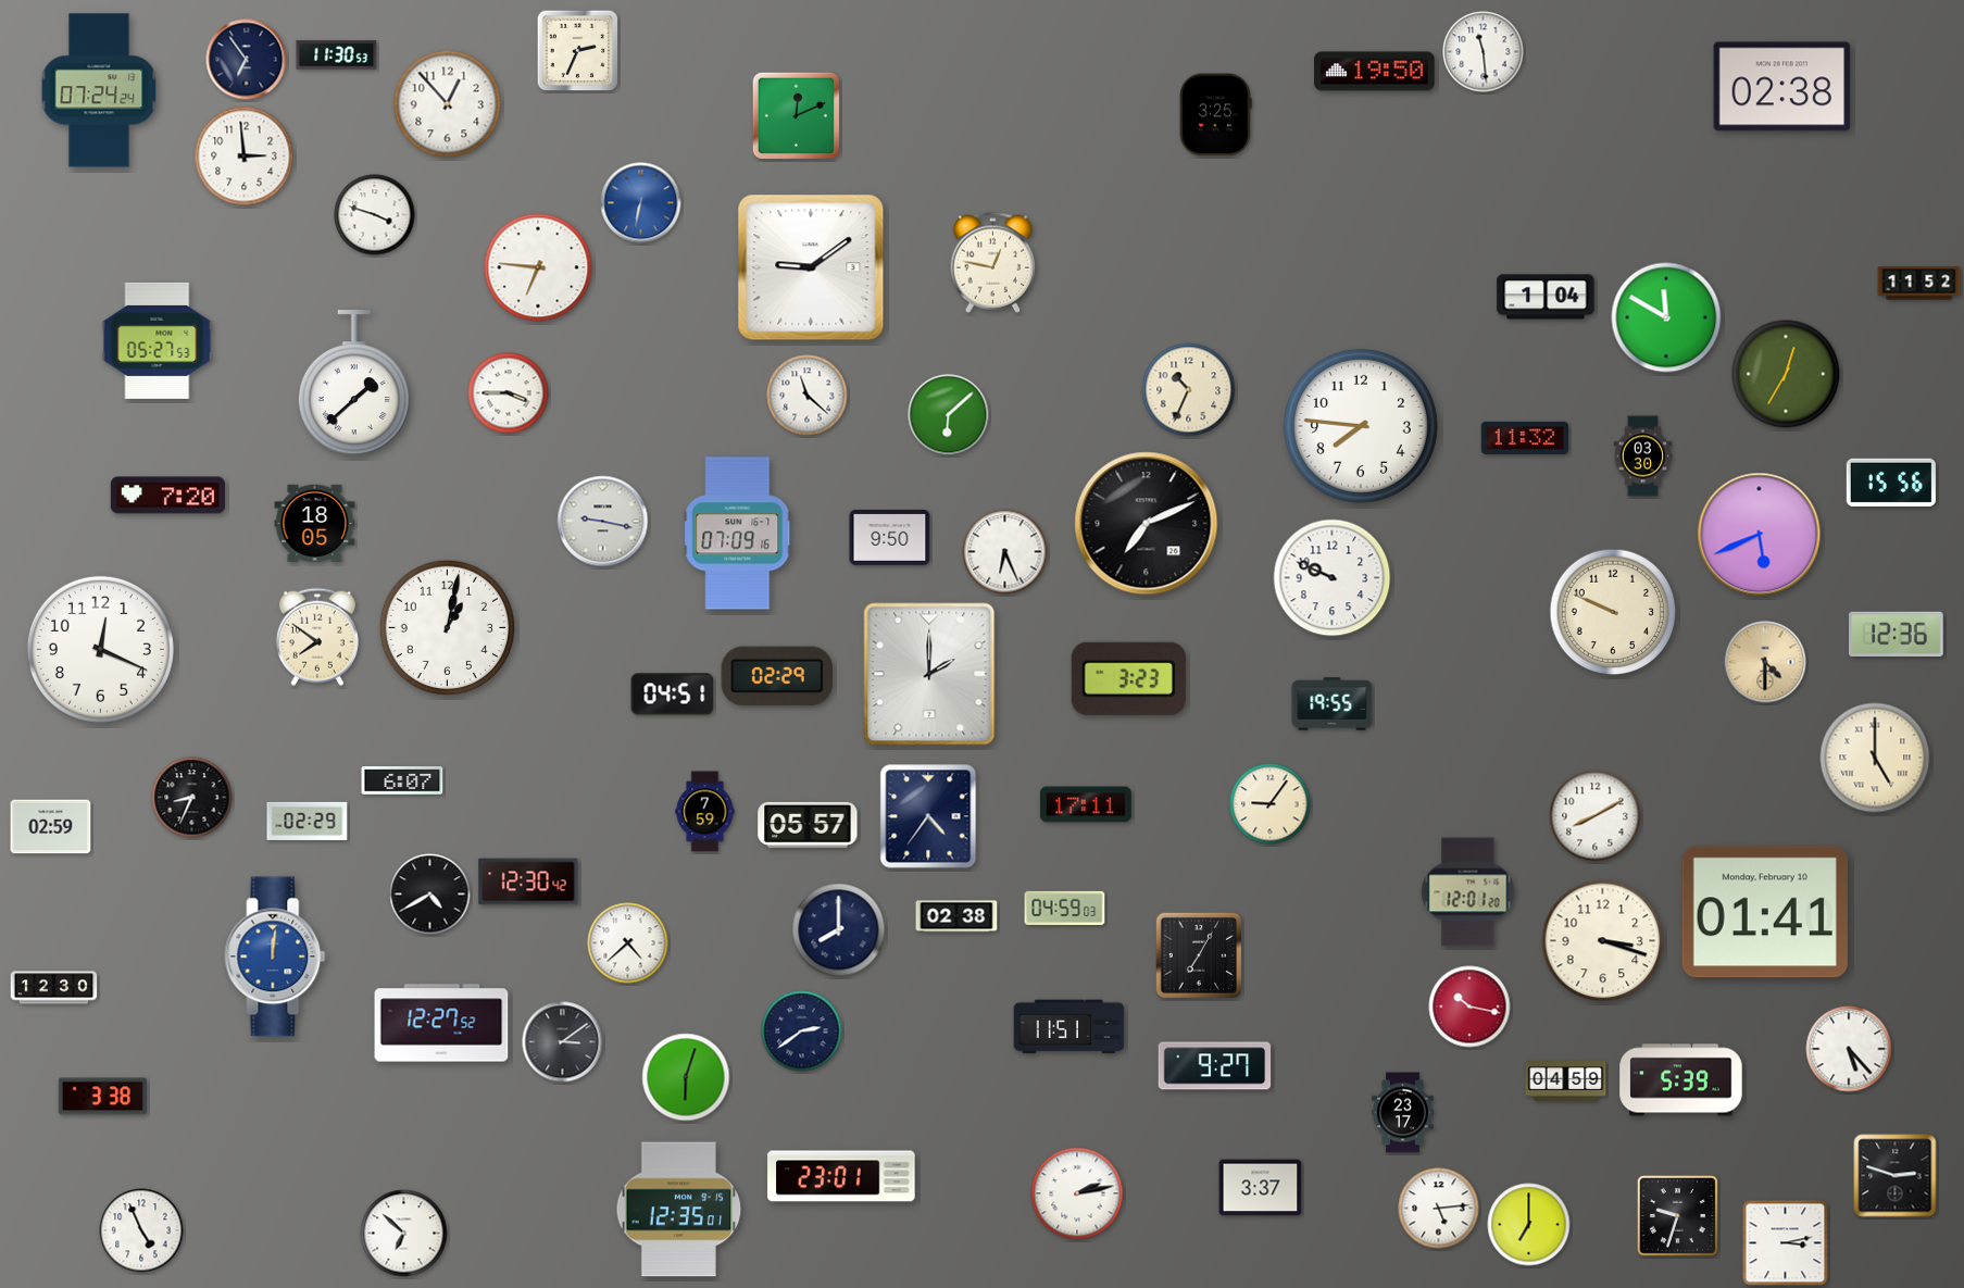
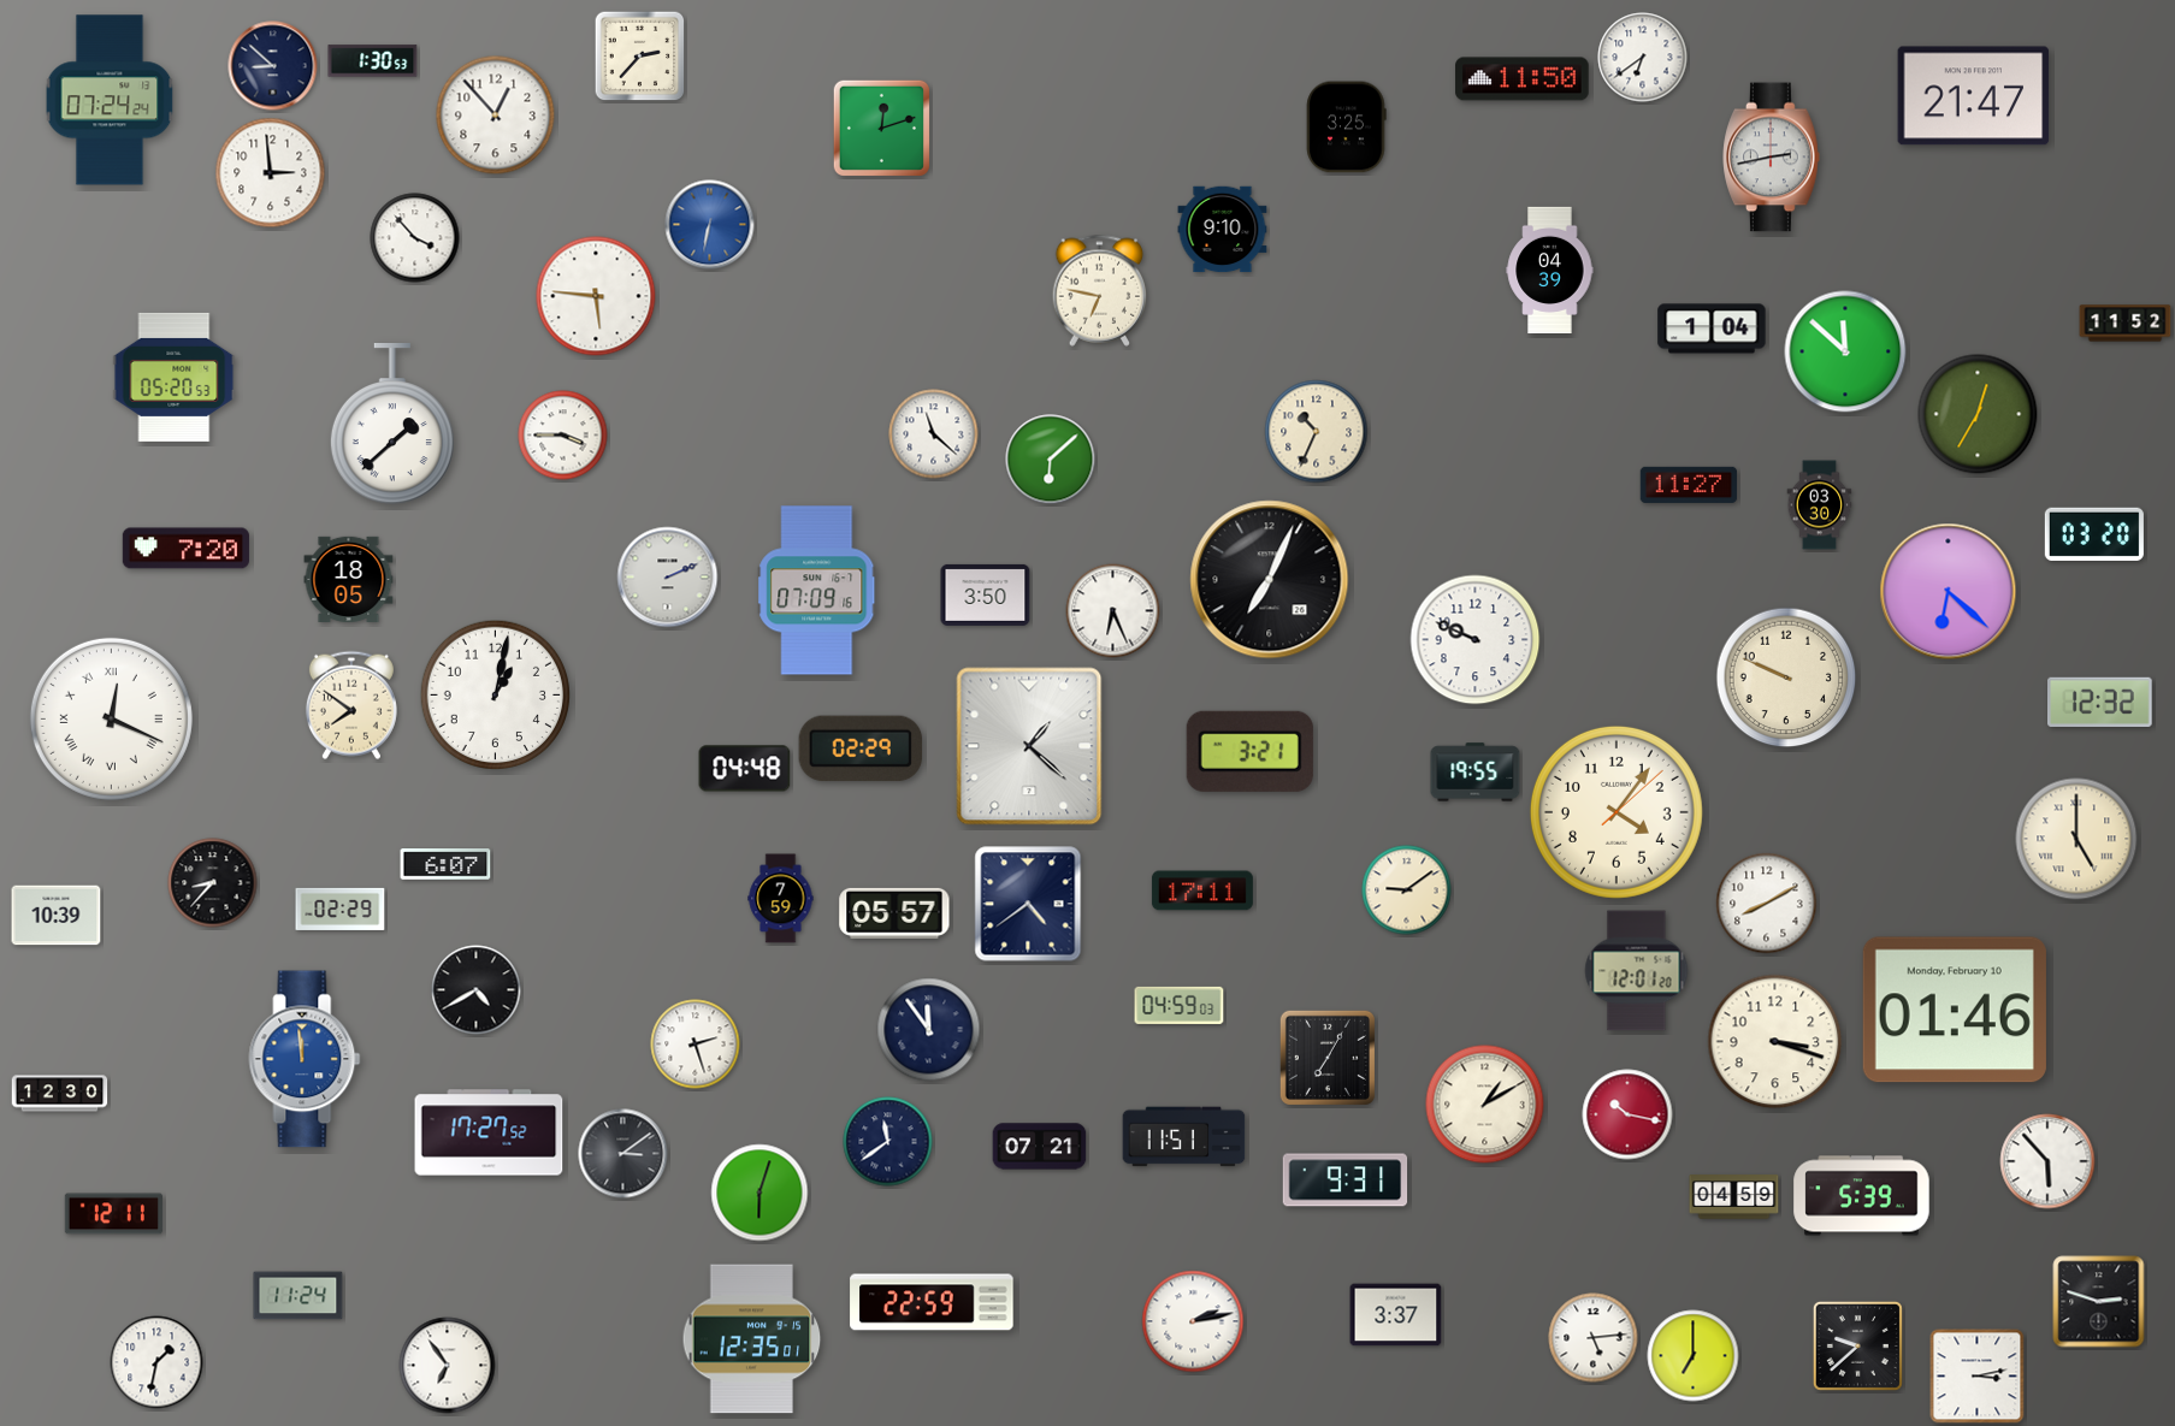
clock at (578, 51): 2:34 -> 2:37
clock at (1484, 52): 11:29 -> 6:39
clock at (337, 55): 11:30 -> 1:30
clock at (247, 60): 6:54 -> 8:52
clock at (1375, 72): 19:50 -> 11:50
clock at (1782, 87): 02:38 -> 21:47
clock at (796, 115): 12:11 -> 12:12
clock at (1772, 158): none -> 2:43
clock at (1223, 230): none -> 9:10
clock at (375, 215): 3:48 -> 3:53
clock at (1550, 270): none -> 04:39
clock at (993, 262): 12:47 -> 6:47
clock at (538, 267): 6:46 -> 5:46
clock at (811, 267): 9:09 -> none
clock at (1919, 284) position: (1919, 284) -> (2126, 324)
clock at (1666, 317): 11:50 -> 11:52
clock at (158, 340): 05:27 -> 05:20
clock at (808, 396) position: (808, 396) -> (934, 434)
clock at (1361, 426): 7:46 -> none
clock at (1525, 438): 11:32 -> 11:27
clock at (1891, 483): 15:56 -> 03:20
clock at (603, 522): 9:17 -> 2:11
clock at (1147, 524): 7:11 -> 7:04
clock at (1760, 535): 5:41 -> 6:22
clock at (890, 537): 9:50 -> 3:50
clock at (1897, 634): 12:36 -> 12:32
clock at (100, 649) numerals: Arabic -> Roman
clock at (1765, 662): 4:30 -> none
clock at (929, 674): 2:00 -> 1:22
clock at (1128, 678): 3:23 -> 3:21
clock at (673, 695): 04:51 -> 04:48
clock at (1333, 704) position: (1333, 704) -> (1476, 773)
clock at (1617, 812): none -> 4:06
clock at (192, 798): 8:34 -> 8:37
clock at (1271, 804): 9:06 -> 9:09
clock at (928, 816): 4:36 -> 4:39
clock at (51, 827): 02:59 -> 10:39
clock at (528, 881): 12:30 -> none
clock at (1468, 892) position: (1468, 892) -> (1637, 971)
clock at (1765, 912): 01:41 -> 01:46
clock at (956, 916): 02:38 -> none
clock at (839, 930): 8:00 -> 11:54
clock at (628, 943): 4:38 -> 2:27
clock at (275, 956): 12:01 -> 11:59
clock at (1485, 1105): none -> 1:10
clock at (441, 1023): 12:27 -> 17:27
clock at (802, 1031): 2:39 -> 11:39
clock at (1040, 1147): none -> 07:21
clock at (1849, 1049): 5:23 -> 5:53
clock at (1215, 1066): 9:27 -> 9:31
clock at (102, 1097): 3:38 -> 12:11
clock at (1403, 1113): 23:17 -> none
clock at (299, 1296): none -> 11:24
clock at (841, 1176): 23:01 -> 22:59
clock at (1677, 1215): 9:33 -> 9:38
clock at (141, 1230): 4:56 -> 1:32
clock at (404, 1234): 6:52 -> 6:54
